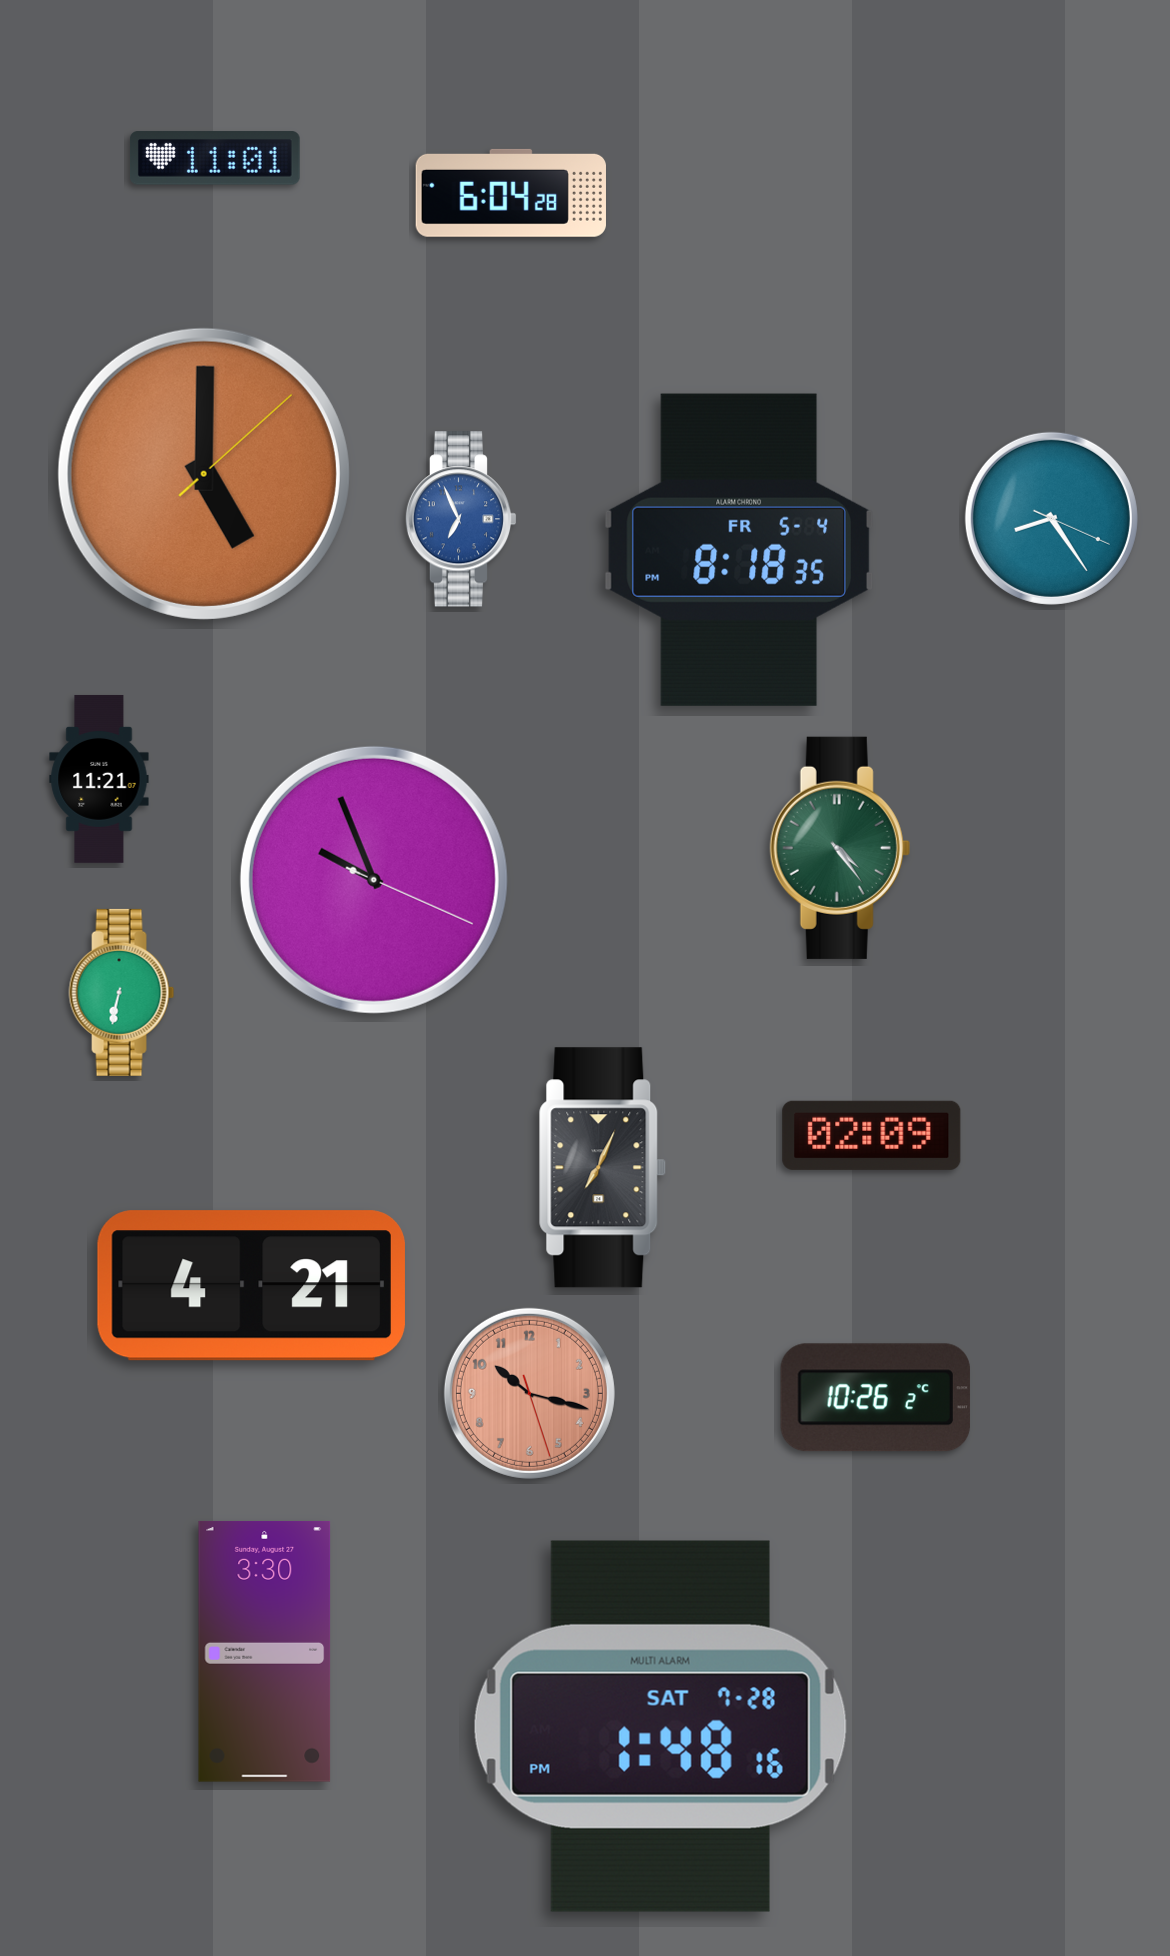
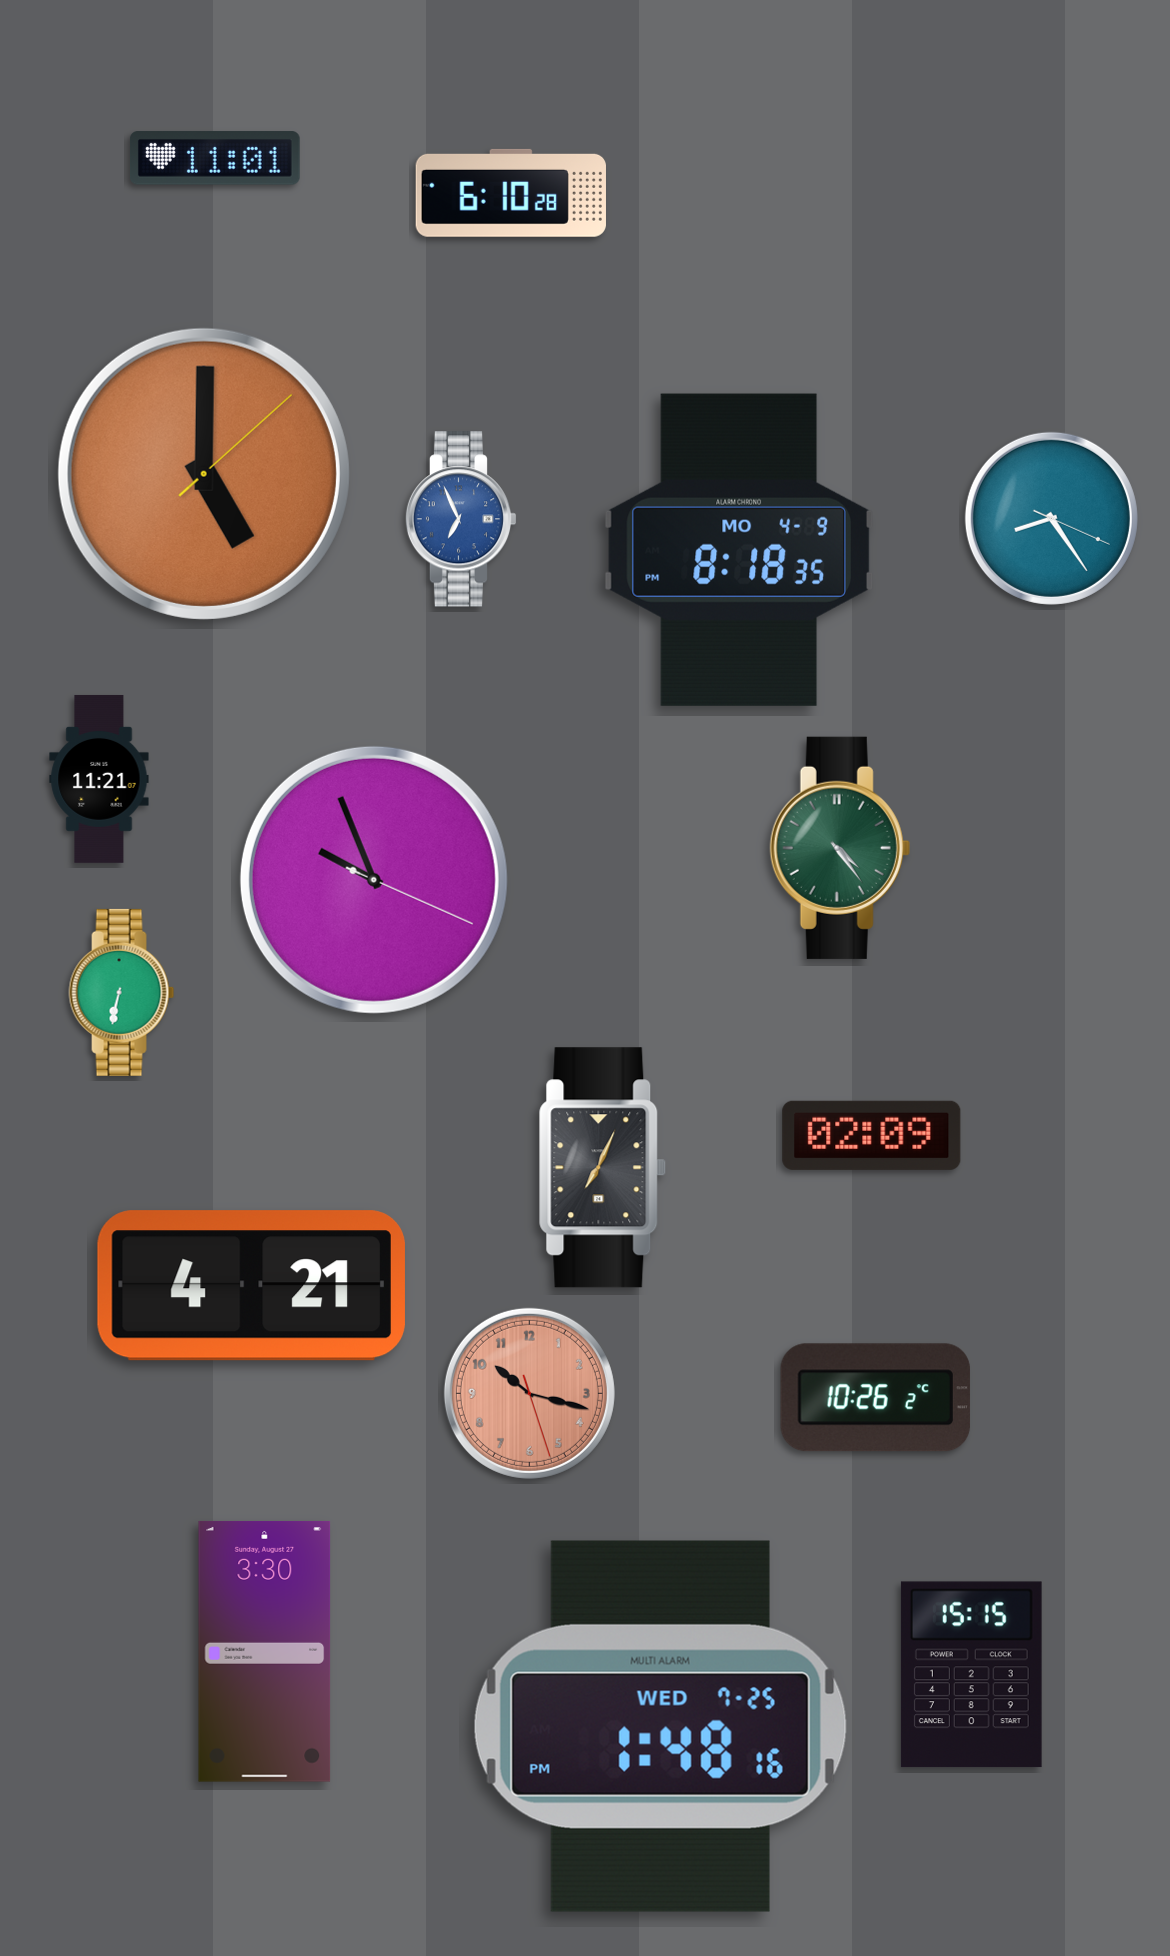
clock at (511, 193): 6:04 -> 6:10
clock at (739, 550) date: FR 5-4 -> MO 4-9
clock at (971, 1675): none -> 15:15
clock at (660, 1726) date: SAT 7-28 -> WED 7-25
